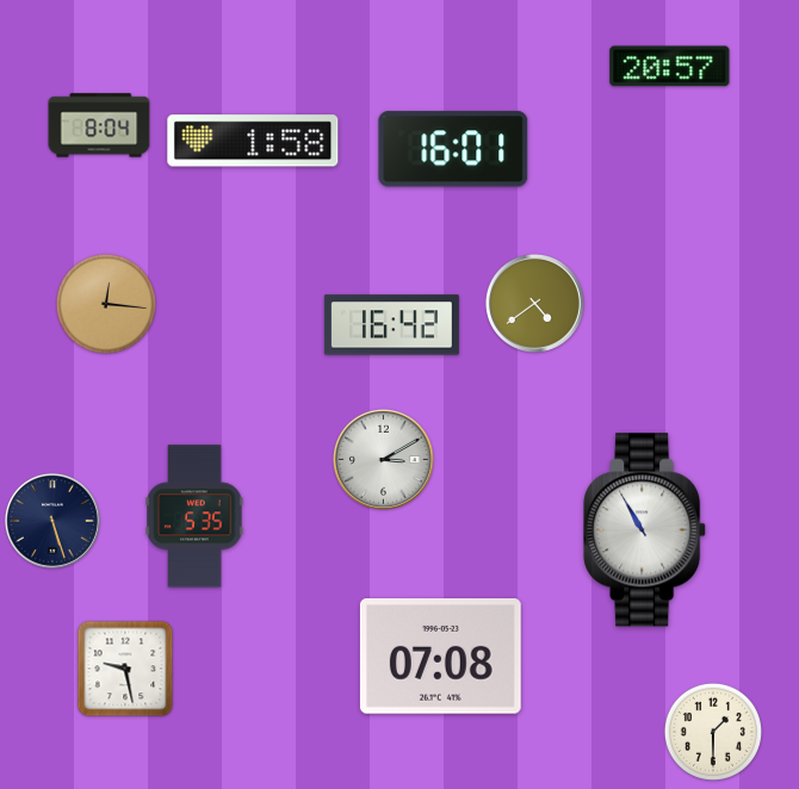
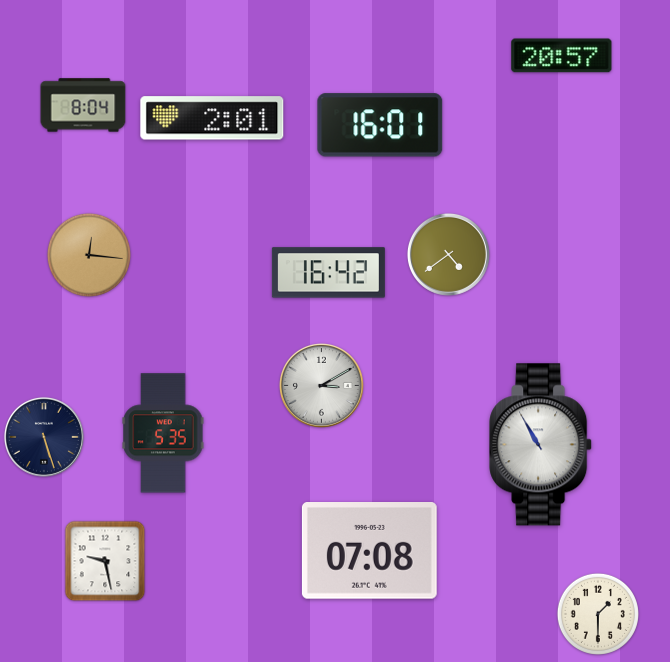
clock at (253, 141): 1:58 -> 2:01
